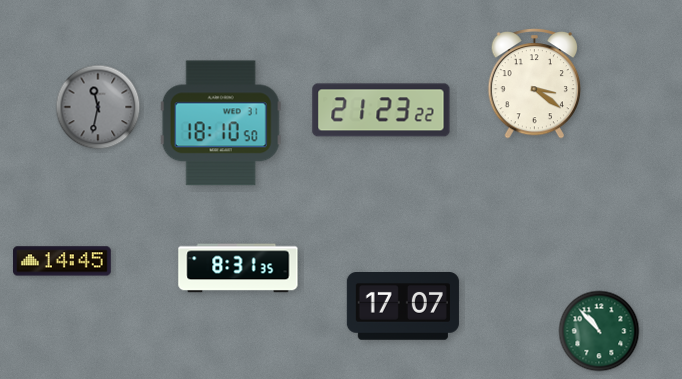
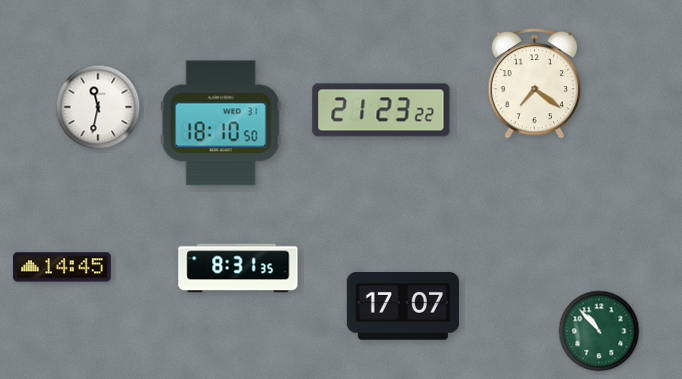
clock at (534, 83): 3:21 -> 7:21
clock at (98, 107) dial: grey -> white
clock at (63, 261) position: (63, 261) -> (63, 267)
